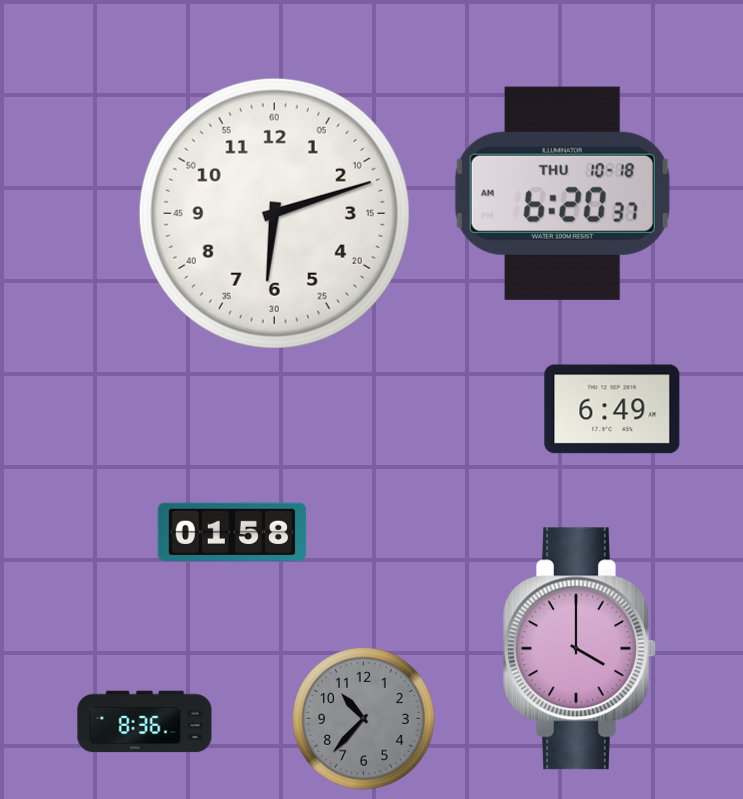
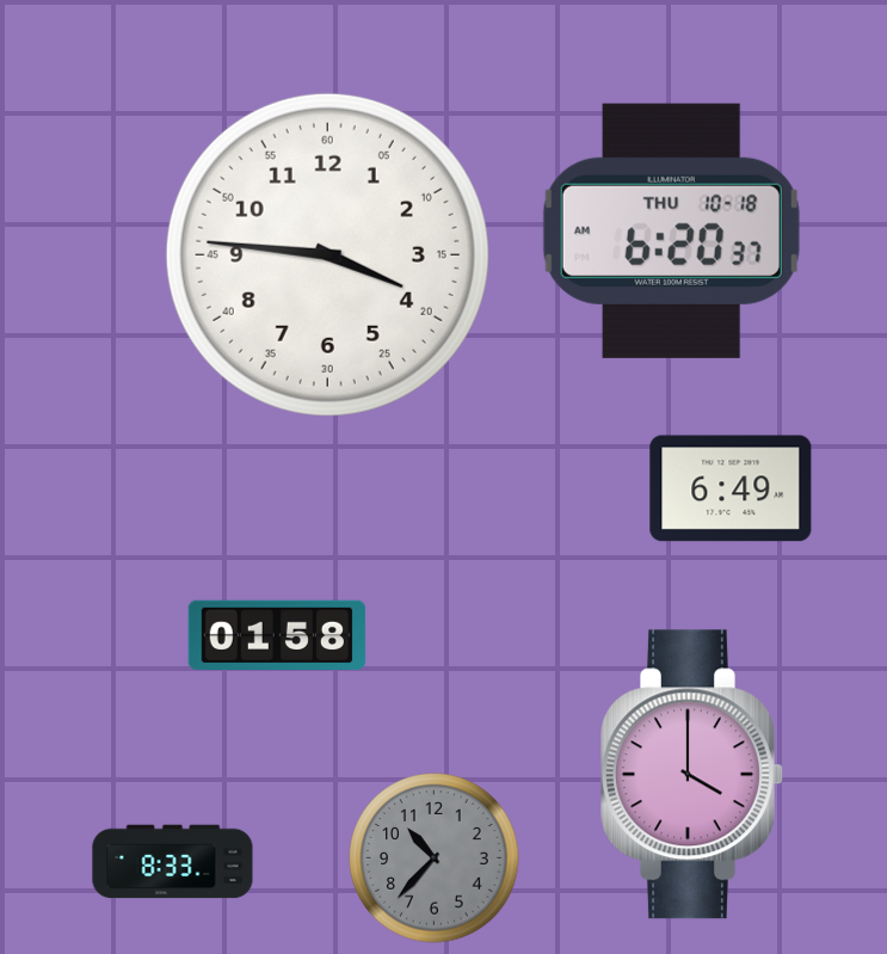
clock at (274, 213): 6:12 -> 3:46
clock at (145, 722): 8:36 -> 8:33
